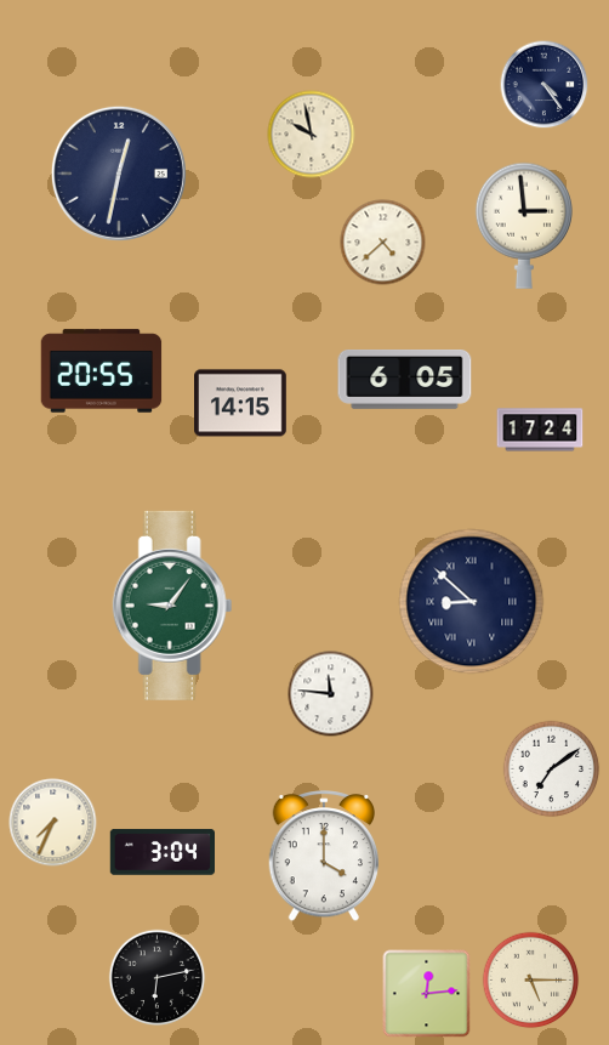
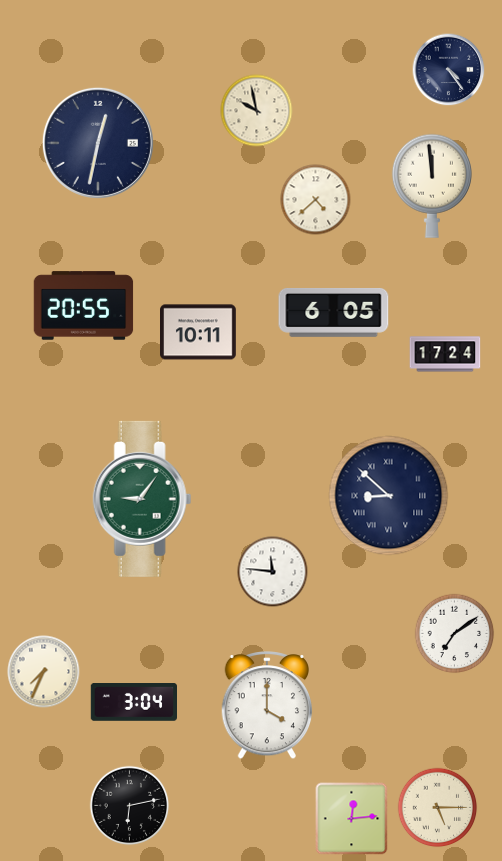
clock at (524, 226): 2:59 -> 11:59
clock at (241, 403): 14:15 -> 10:11
clock at (53, 823) position: (53, 823) -> (44, 672)
